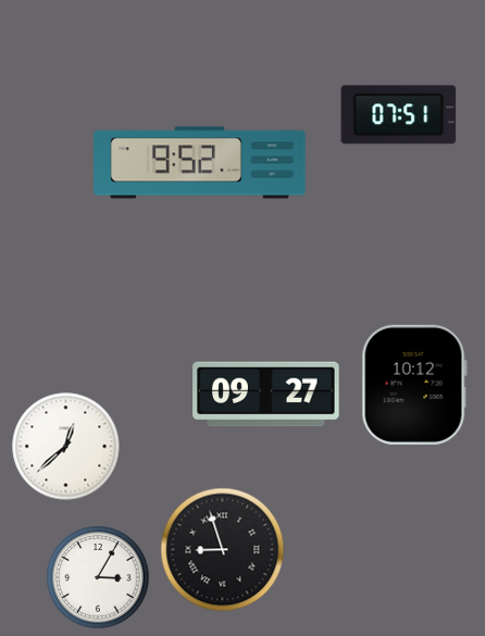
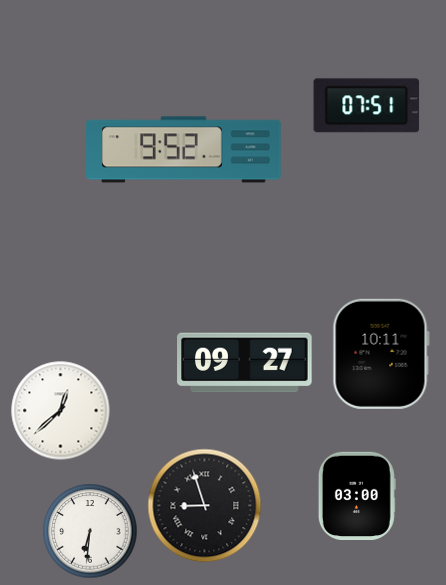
clock at (414, 385): 10:12 -> 10:11
clock at (357, 495): none -> 03:00
clock at (98, 577): 3:05 -> 6:31
